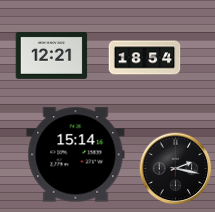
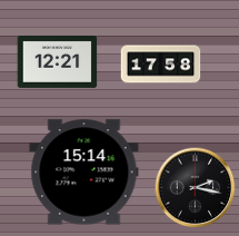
clock at (145, 58): 18:54 -> 17:58
